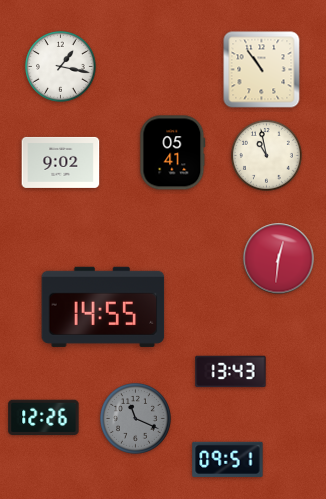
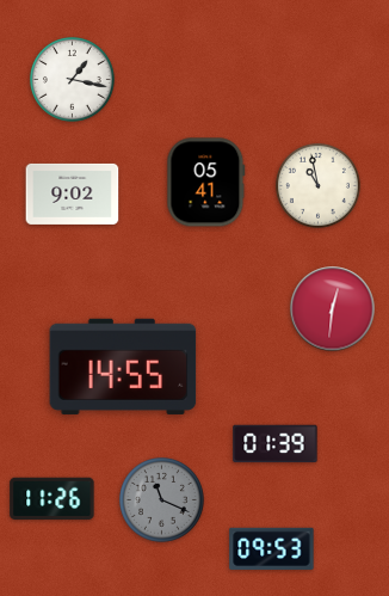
clock at (262, 70): 10:54 -> none
clock at (231, 372): 13:43 -> 01:39
clock at (44, 418): 12:26 -> 11:26
clock at (228, 459): 09:51 -> 09:53
